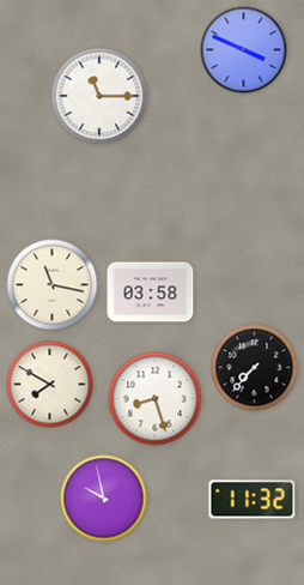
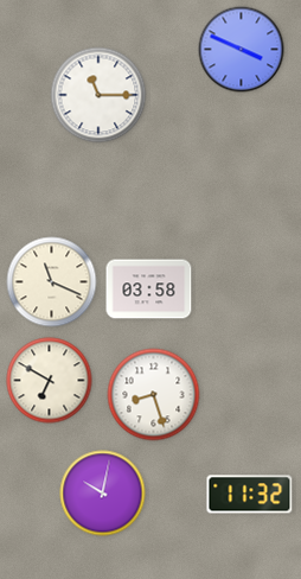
clock at (53, 285): 11:17 -> 11:19
clock at (255, 368): 7:37 -> none
clock at (50, 385): 7:50 -> 6:50
clock at (104, 499): 9:58 -> 10:02
